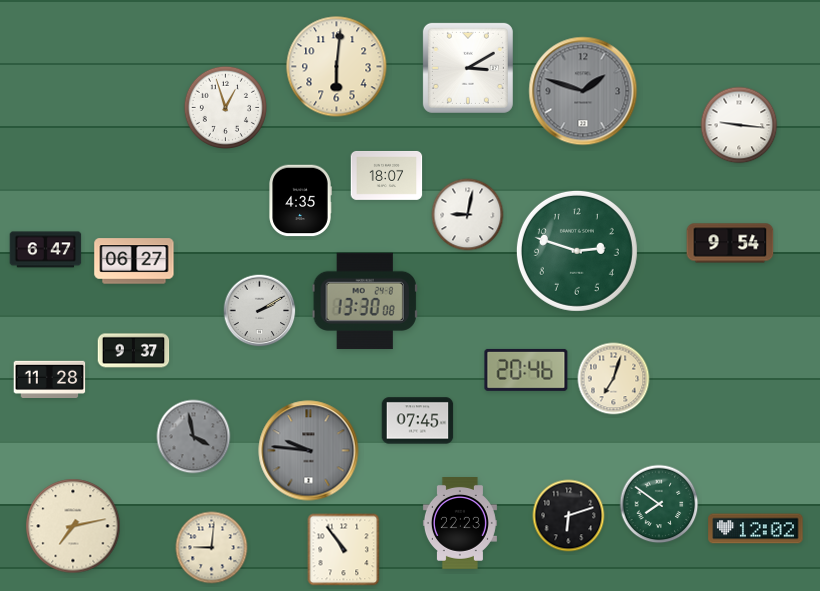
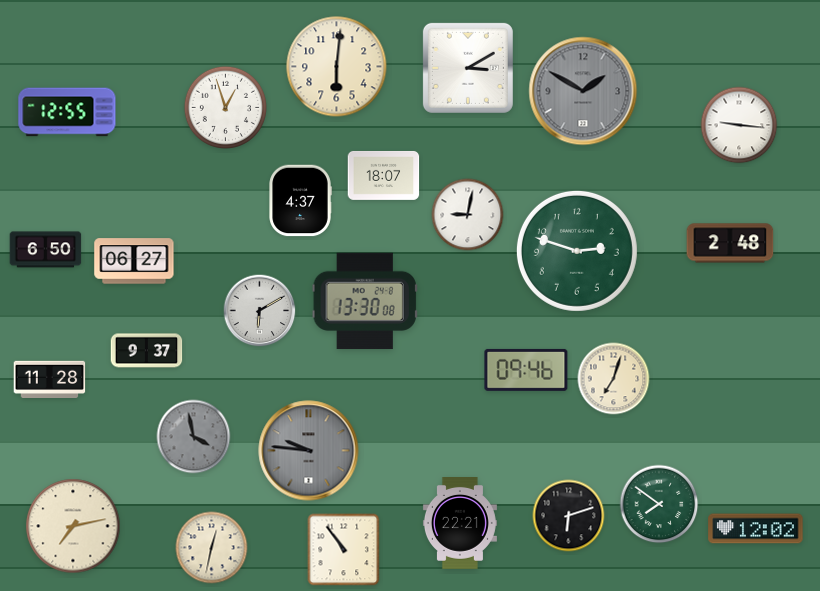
clock at (583, 91): 1:48 -> 1:50
clock at (67, 112): none -> 12:55
clock at (387, 175) position: (387, 175) -> (384, 175)
clock at (300, 201): 4:35 -> 4:37
clock at (730, 243): 9:54 -> 2:48
clock at (46, 250): 6:47 -> 6:50
clock at (260, 311): 2:10 -> 6:10
clock at (134, 351) position: (134, 351) -> (147, 351)
clock at (526, 370): 20:46 -> 09:46
clock at (418, 421): 07:45 -> none
clock at (460, 524): 22:23 -> 22:21
clock at (212, 548): 9:01 -> 12:32
